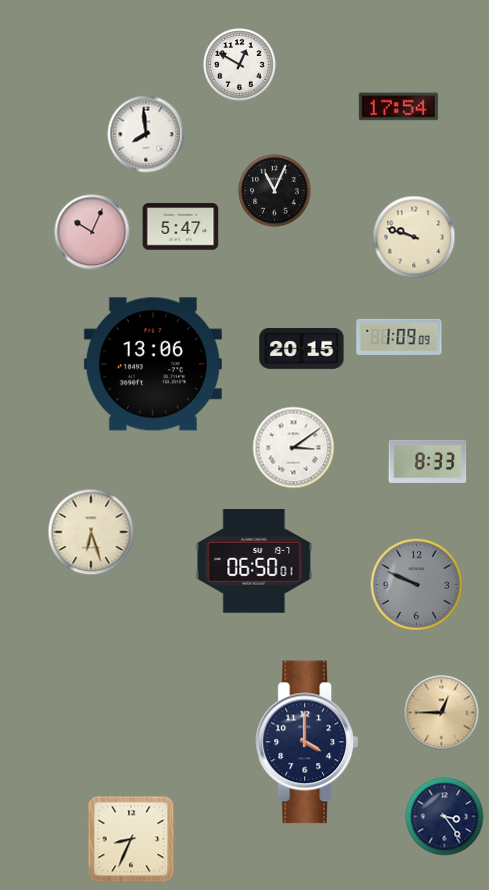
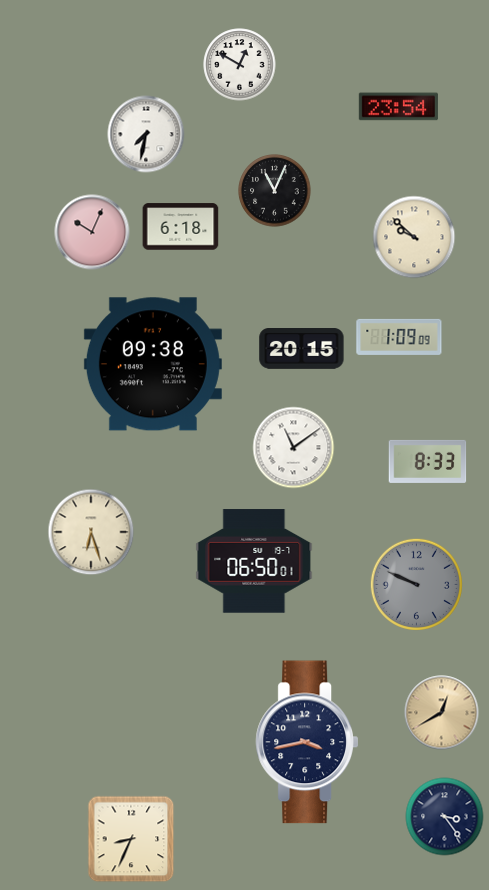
clock at (398, 107): 17:54 -> 23:54
clock at (146, 134): 7:59 -> 7:32
clock at (181, 227): 5:47 -> 6:18
clock at (414, 237): 9:48 -> 9:52
clock at (153, 364): 13:06 -> 09:38
clock at (294, 448): 3:09 -> 11:09
clock at (442, 713): 12:45 -> 12:40
clock at (306, 742): 4:00 -> 3:43
